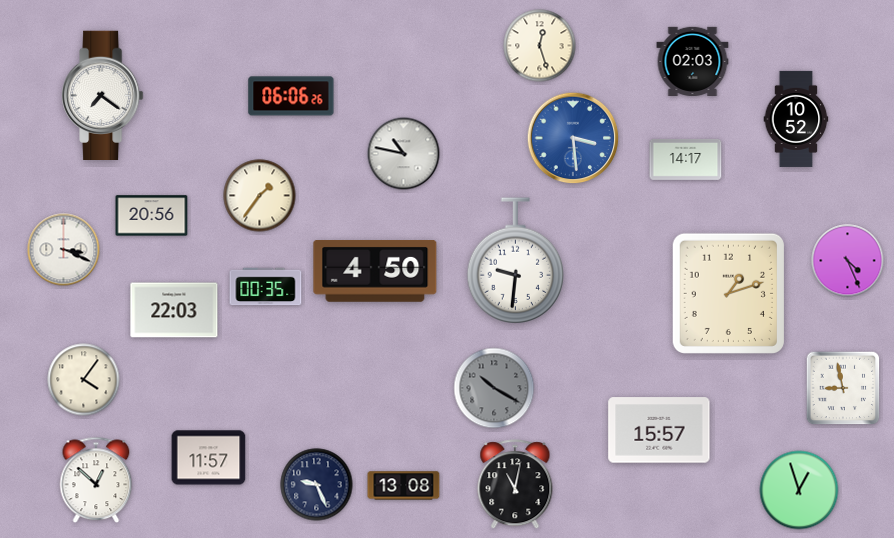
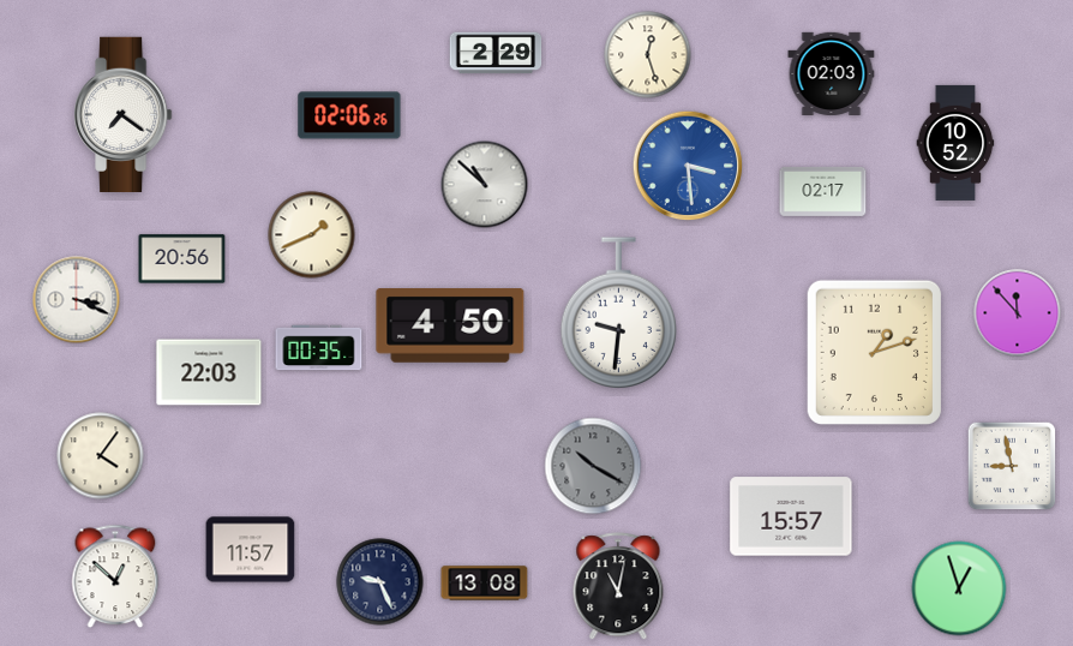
clock at (496, 53): none -> 2:29
clock at (291, 96): 06:06 -> 02:06
clock at (404, 154): 10:47 -> 10:52
clock at (686, 159): 14:17 -> 02:17
clock at (260, 196): 1:36 -> 1:41
clock at (848, 261): 4:26 -> 11:53
clock at (266, 287) position: (266, 287) -> (319, 348)
clock at (515, 485) position: (515, 485) -> (618, 587)
